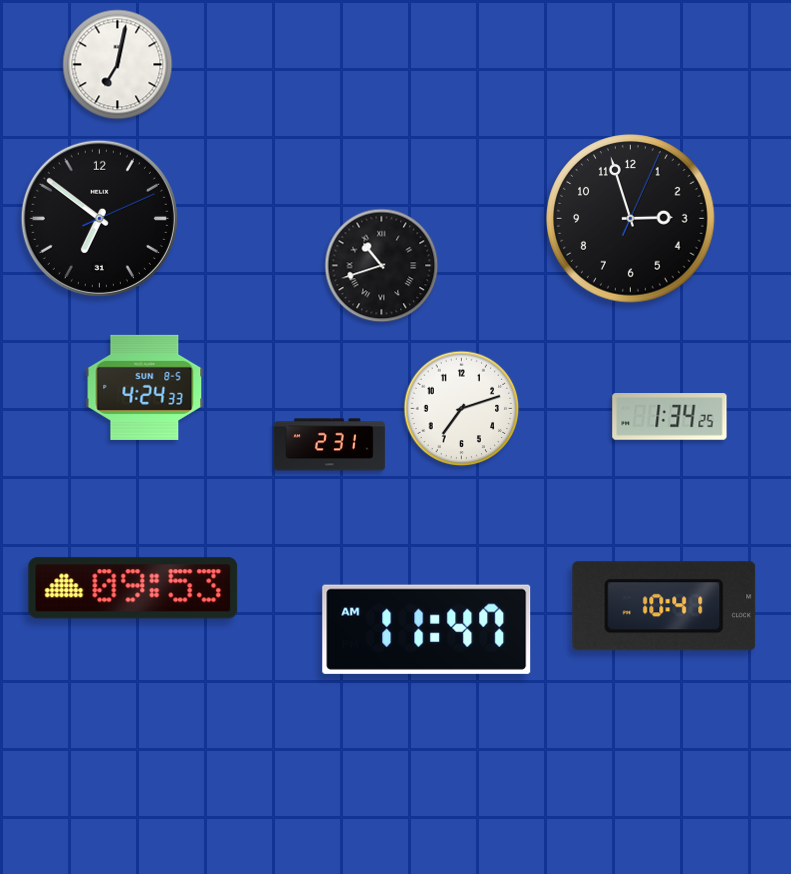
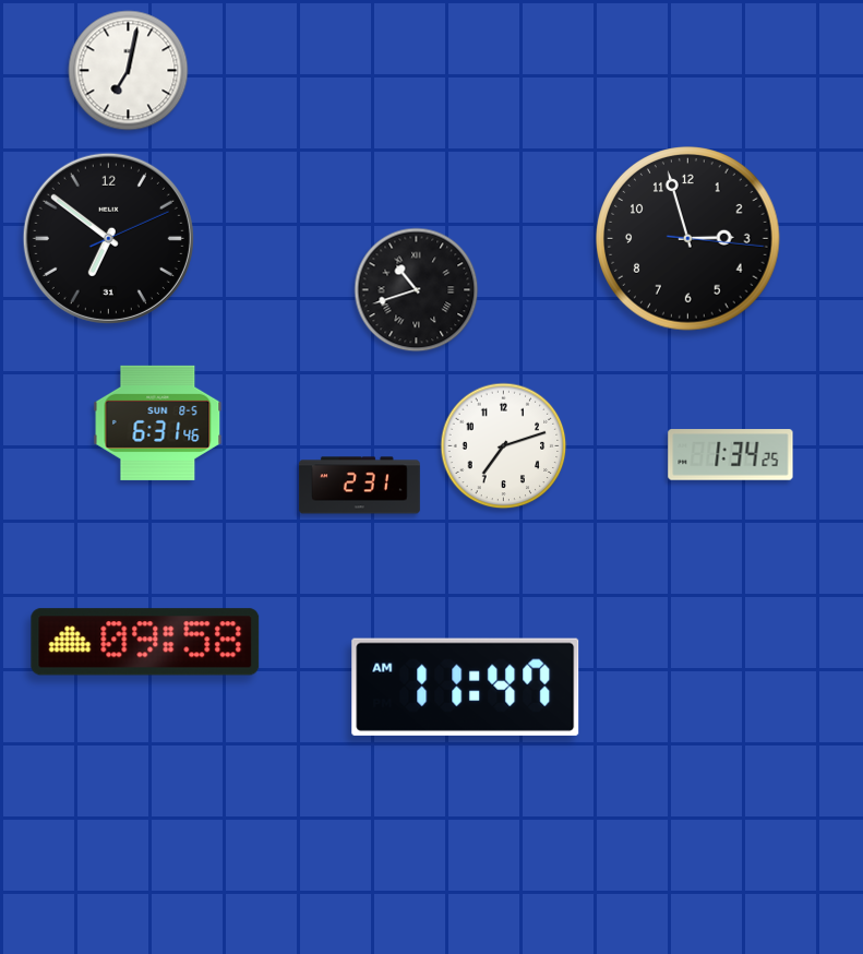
clock at (631, 219): 2:57:04 -> 2:57:16
clock at (145, 387): 4:24 -> 6:31
clock at (133, 588): 09:53 -> 09:58
clock at (664, 606): 10:41 -> none
